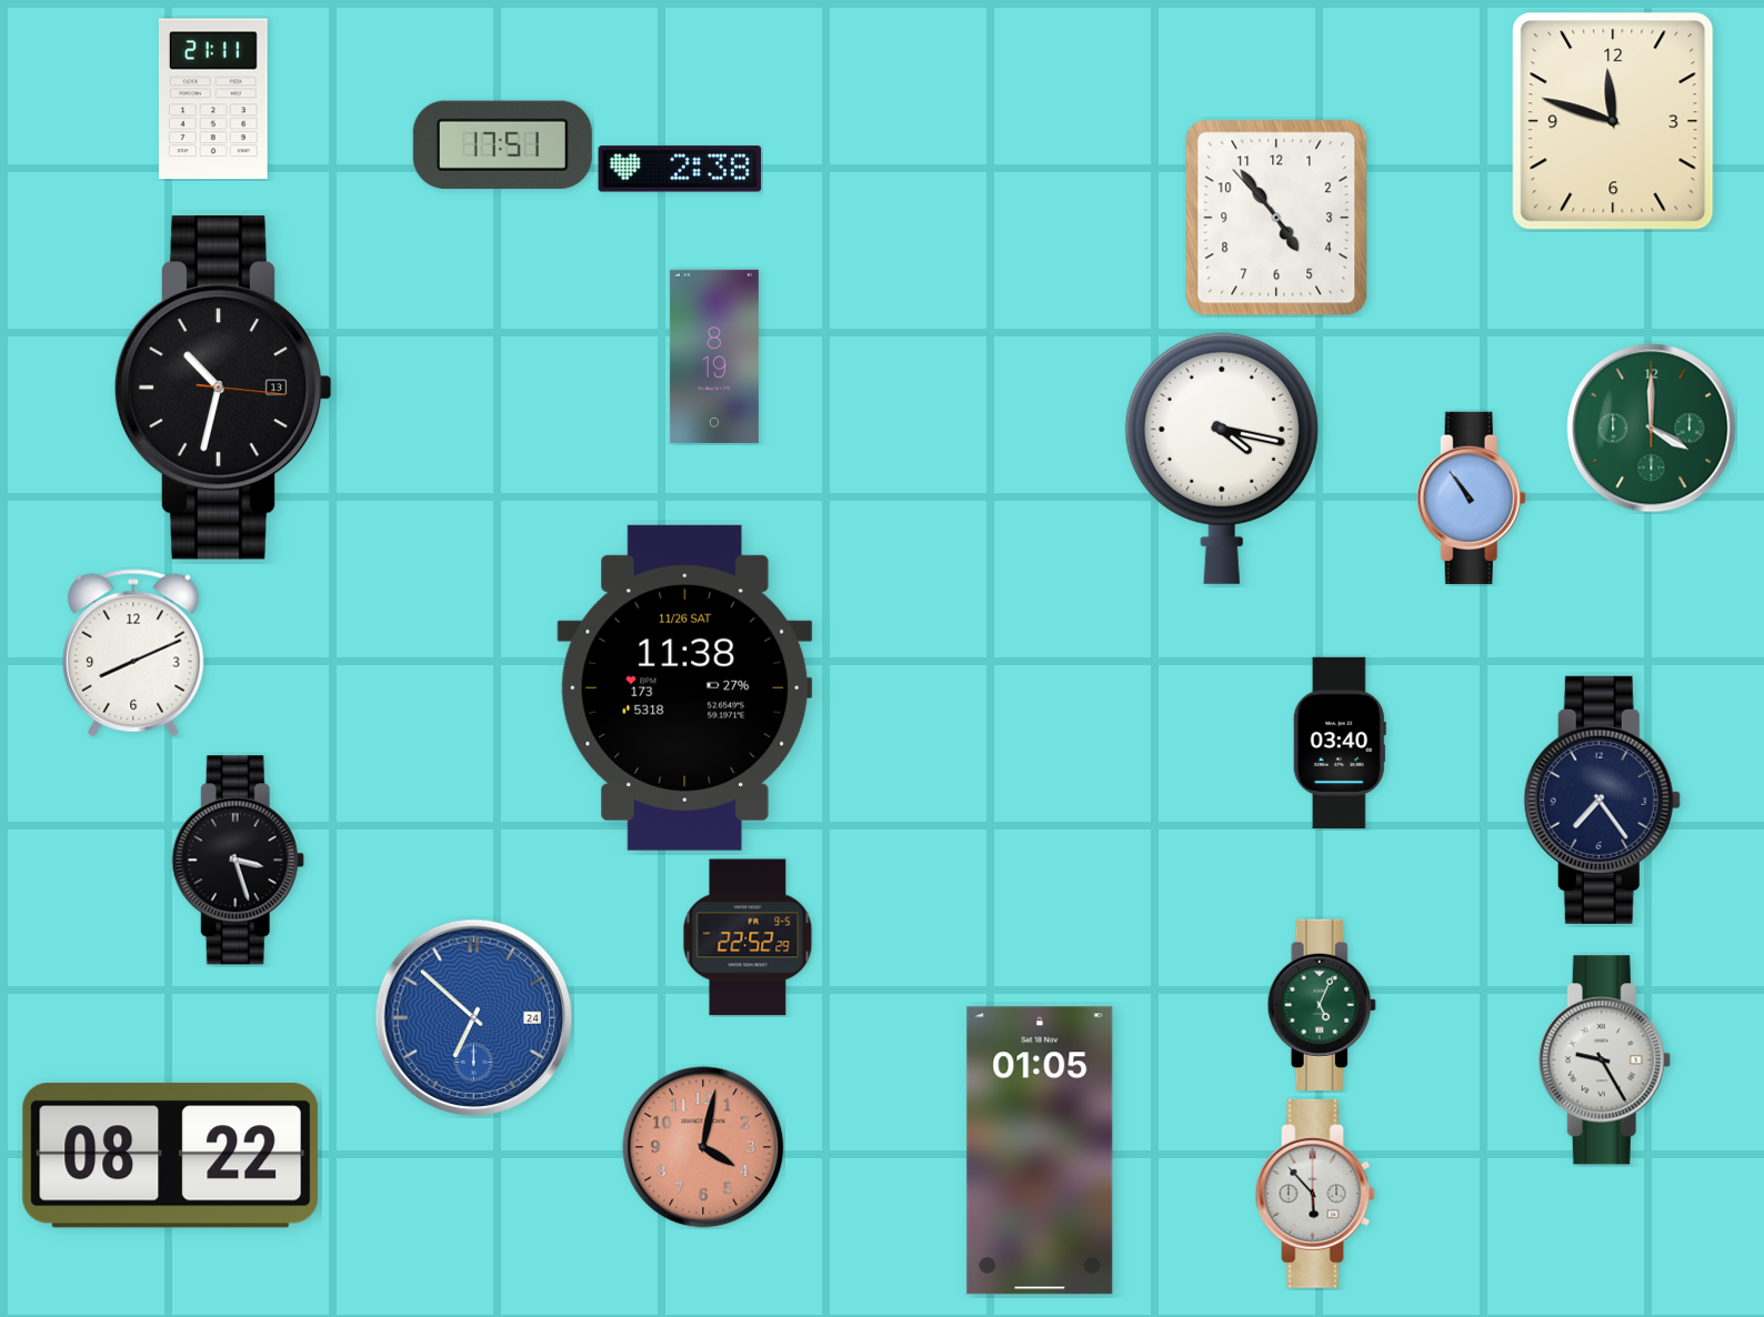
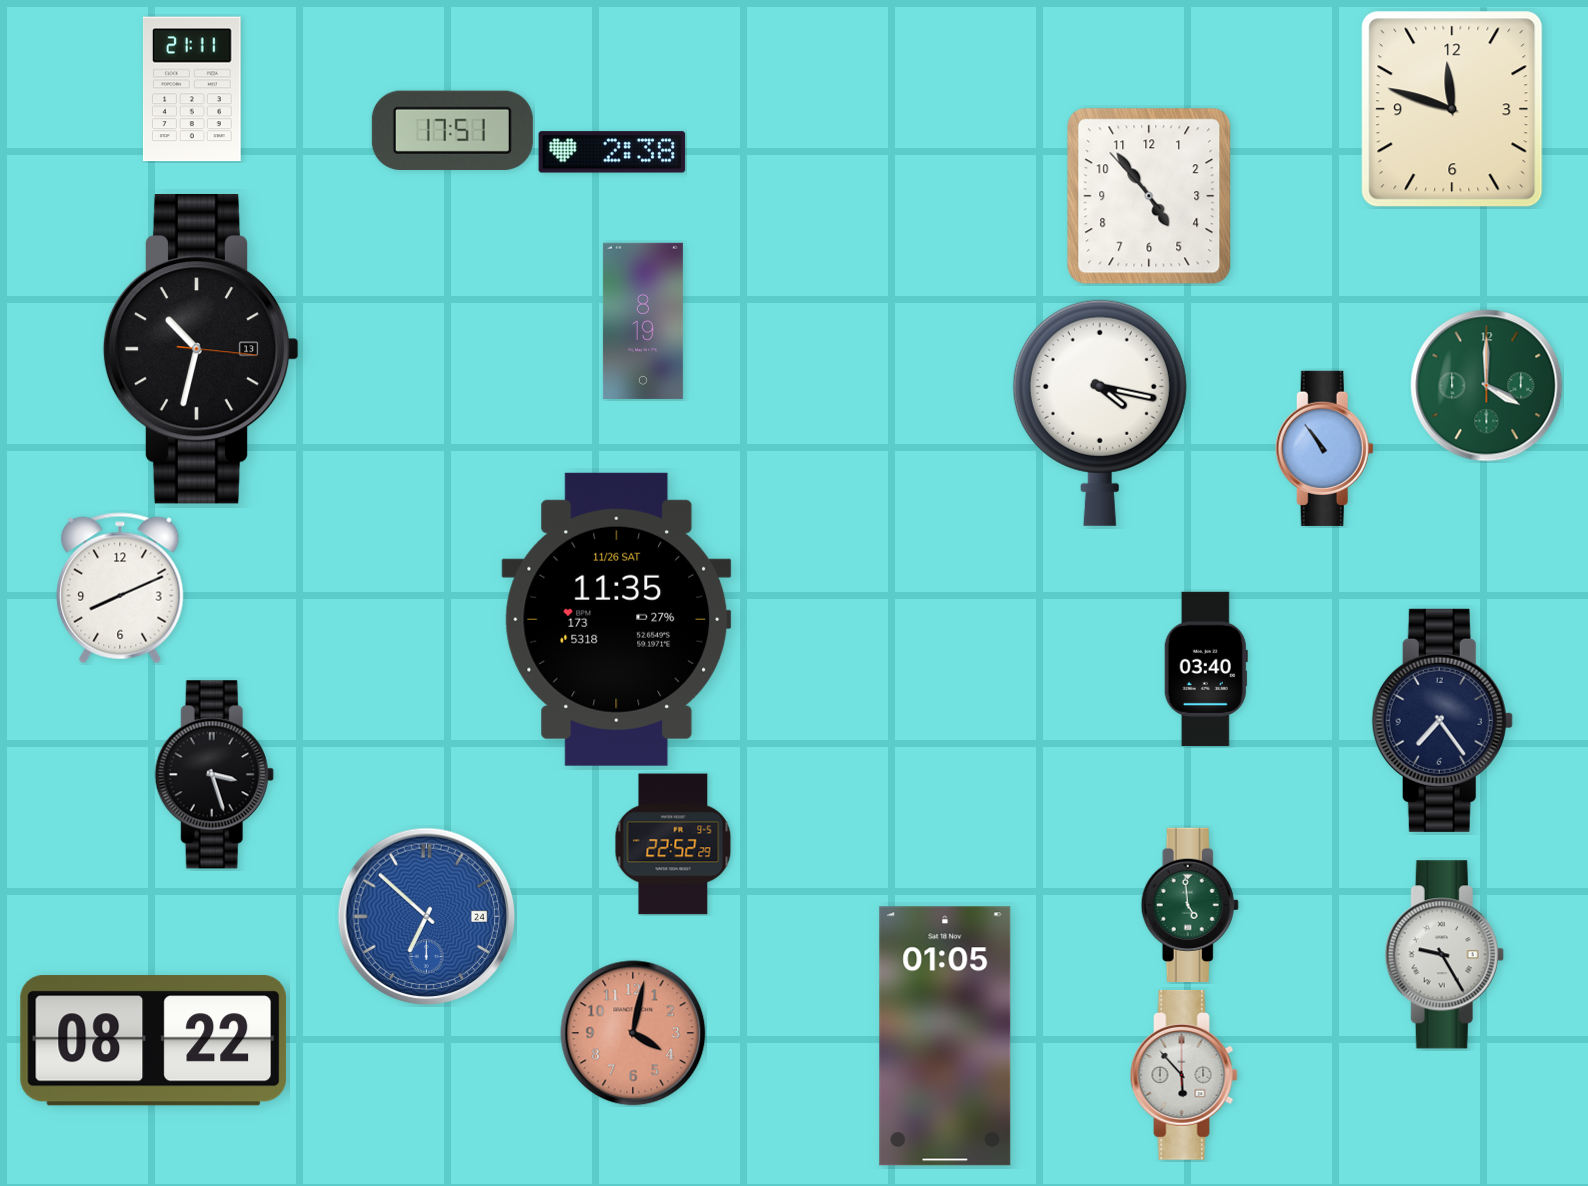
clock at (685, 687): 11:38 -> 11:35
clock at (1322, 1005): 5:04 -> 4:59
clock at (1040, 1150) position: (1040, 1150) -> (945, 1036)
